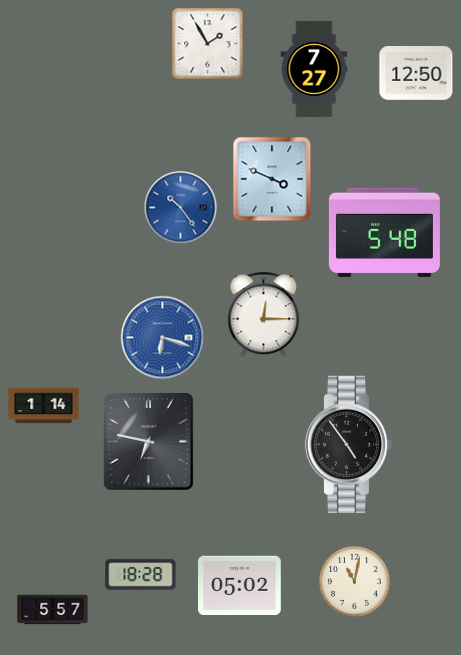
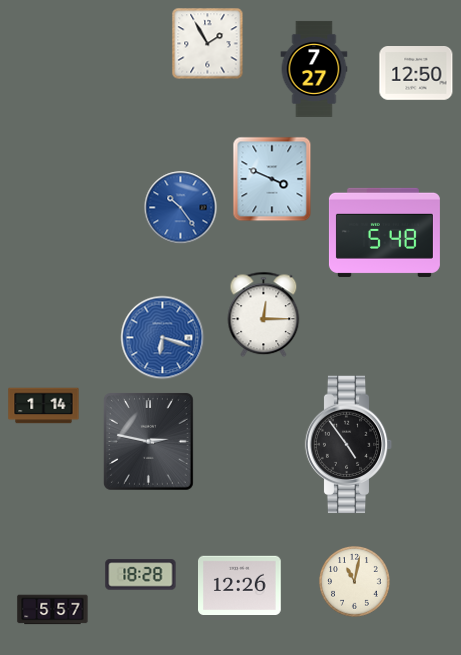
clock at (148, 442): 6:47 -> 2:47
clock at (240, 585): 05:02 -> 12:26
